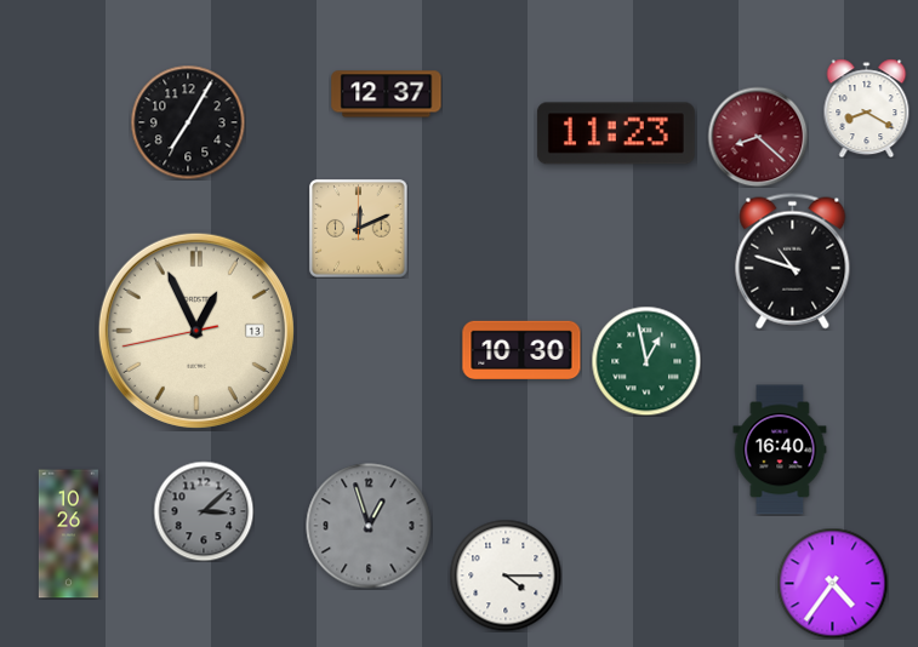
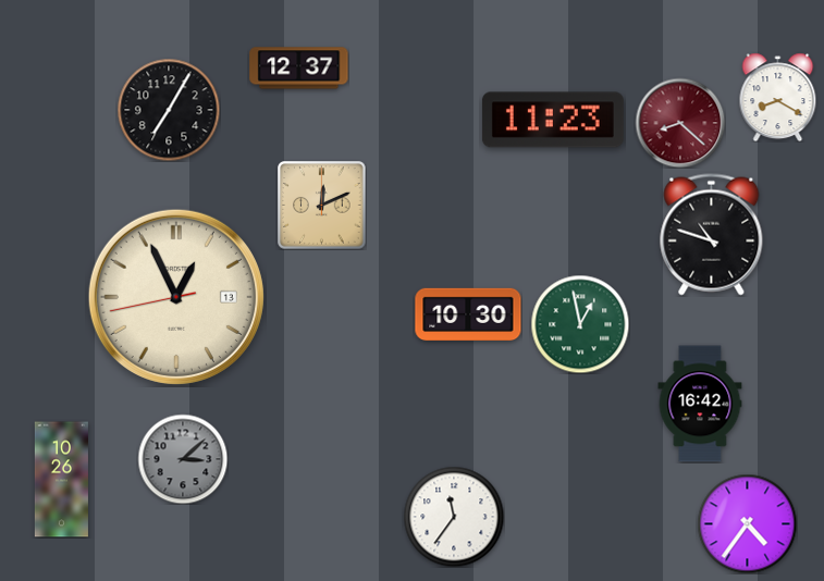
clock at (387, 95) position: (387, 95) -> (299, 69)
clock at (780, 450): 16:40 -> 16:42
clock at (369, 526): 12:57 -> none
clock at (506, 576): 4:15 -> 11:36
